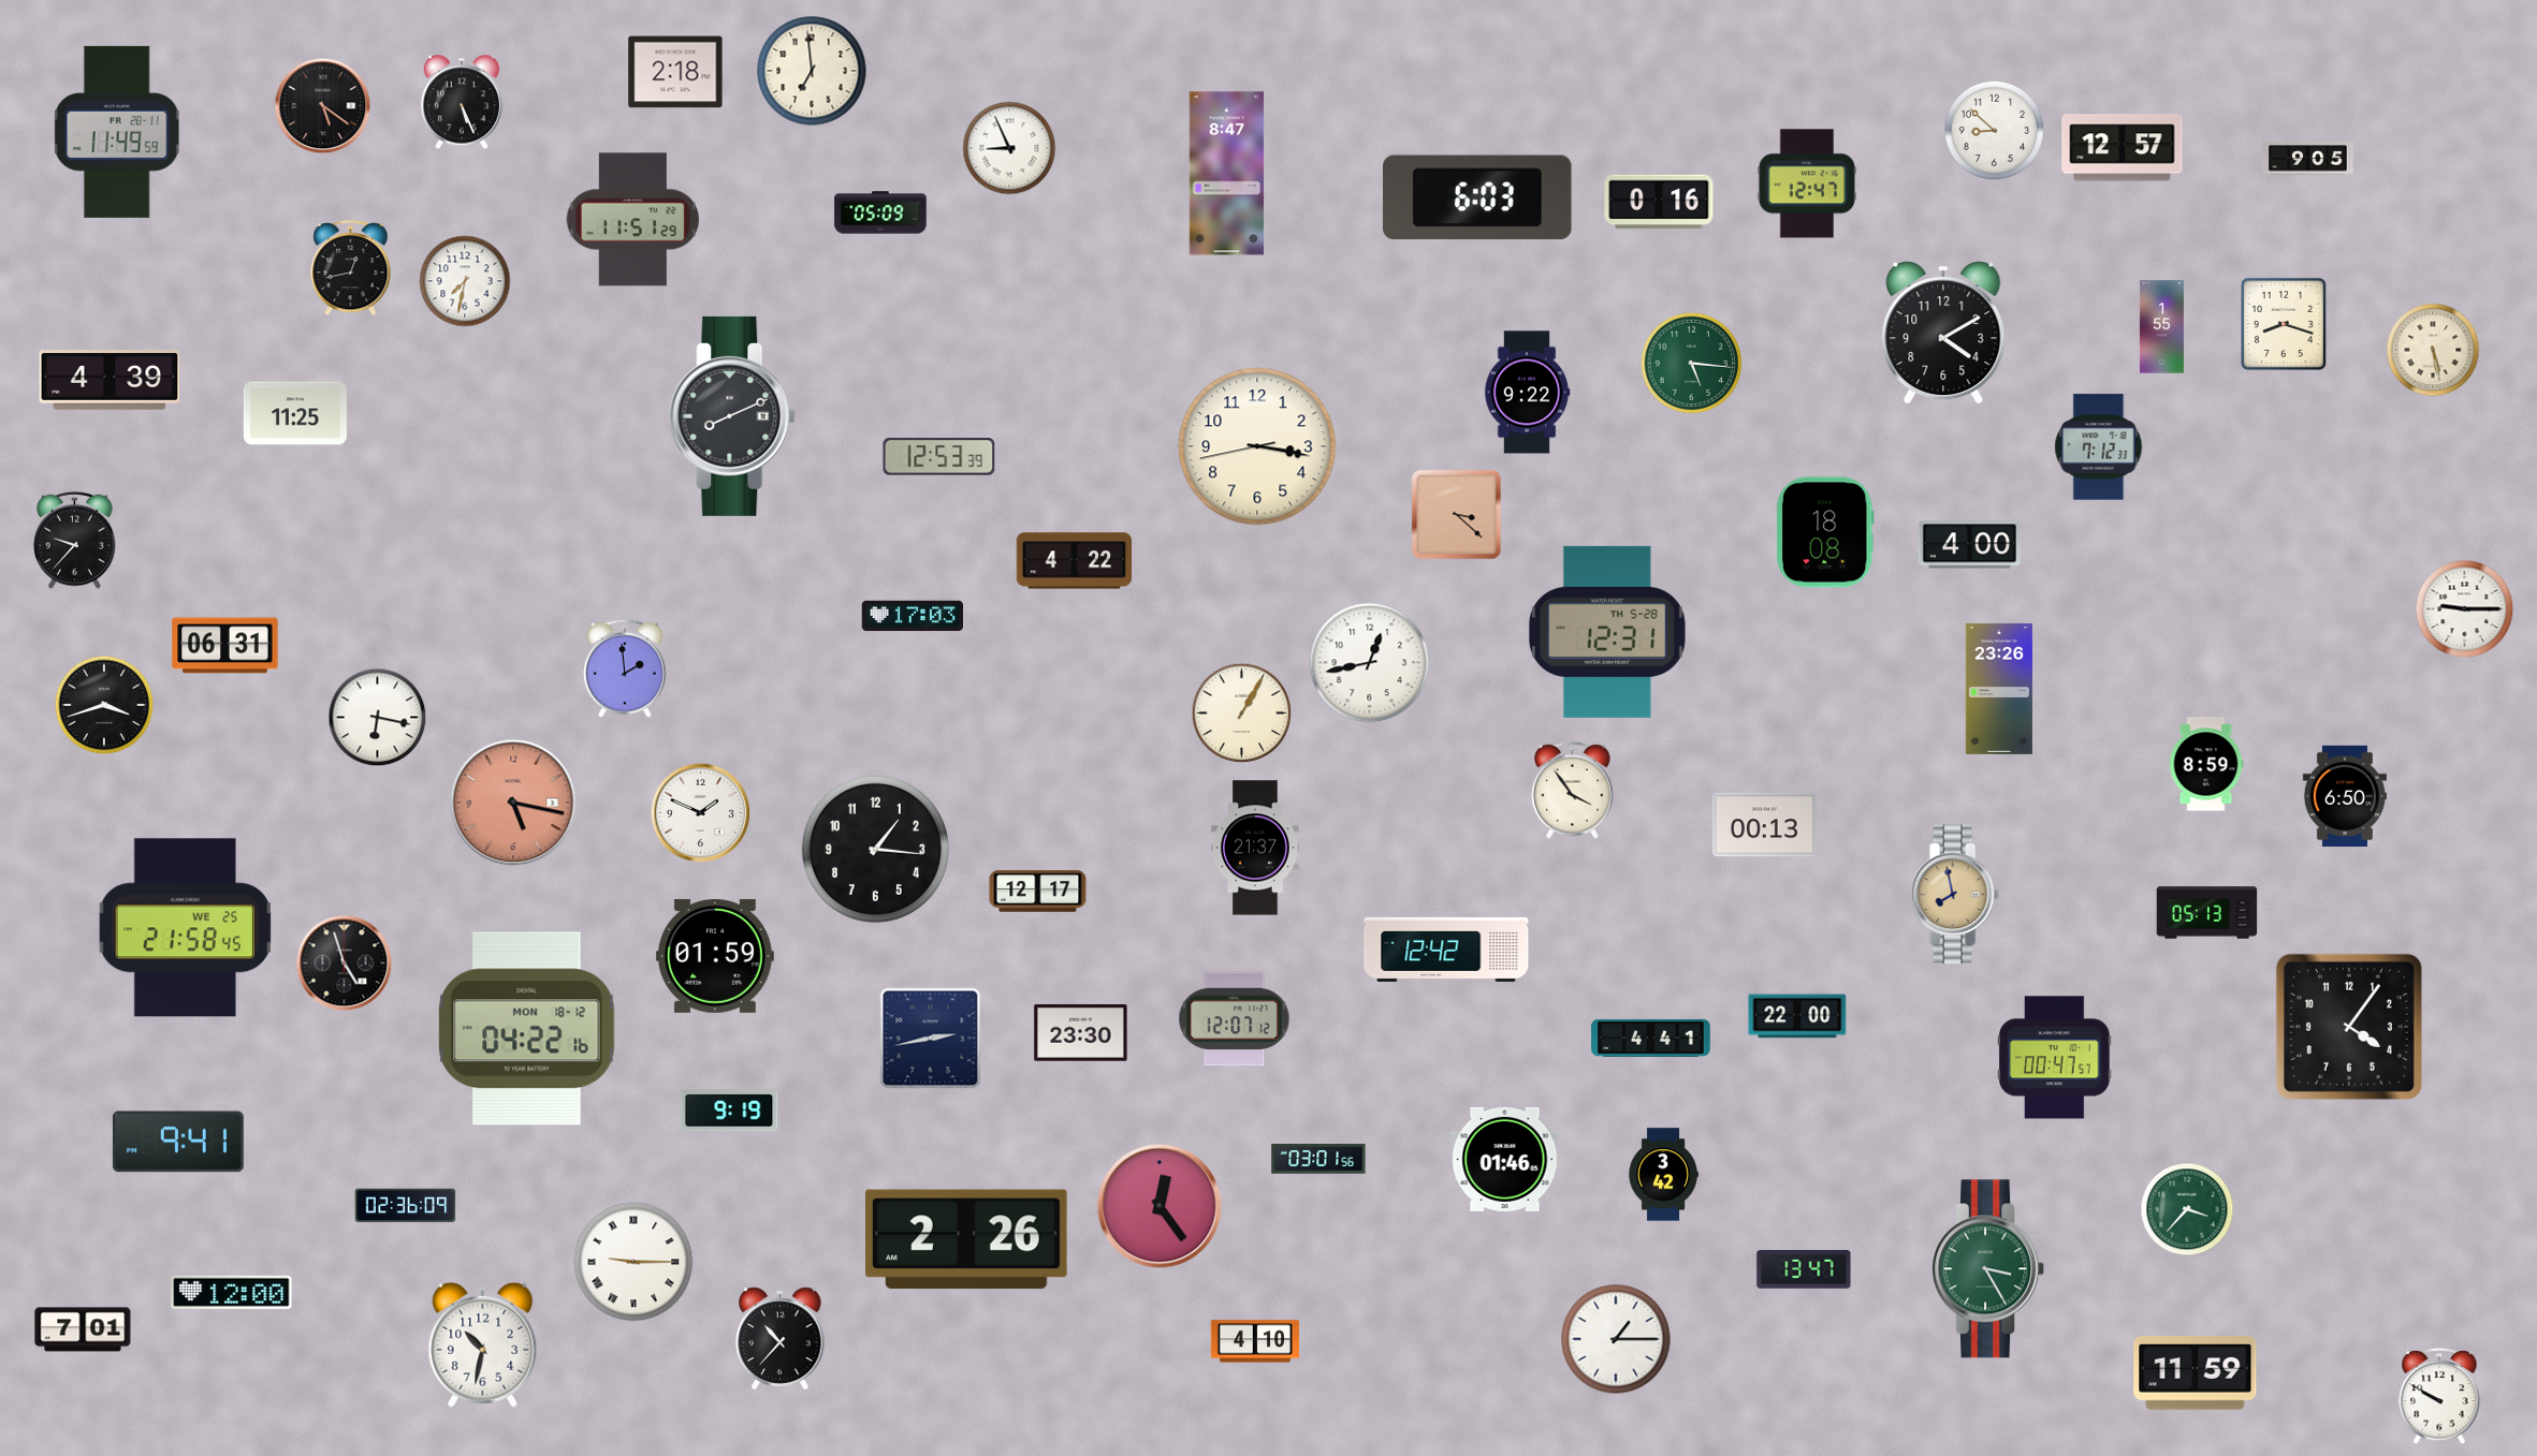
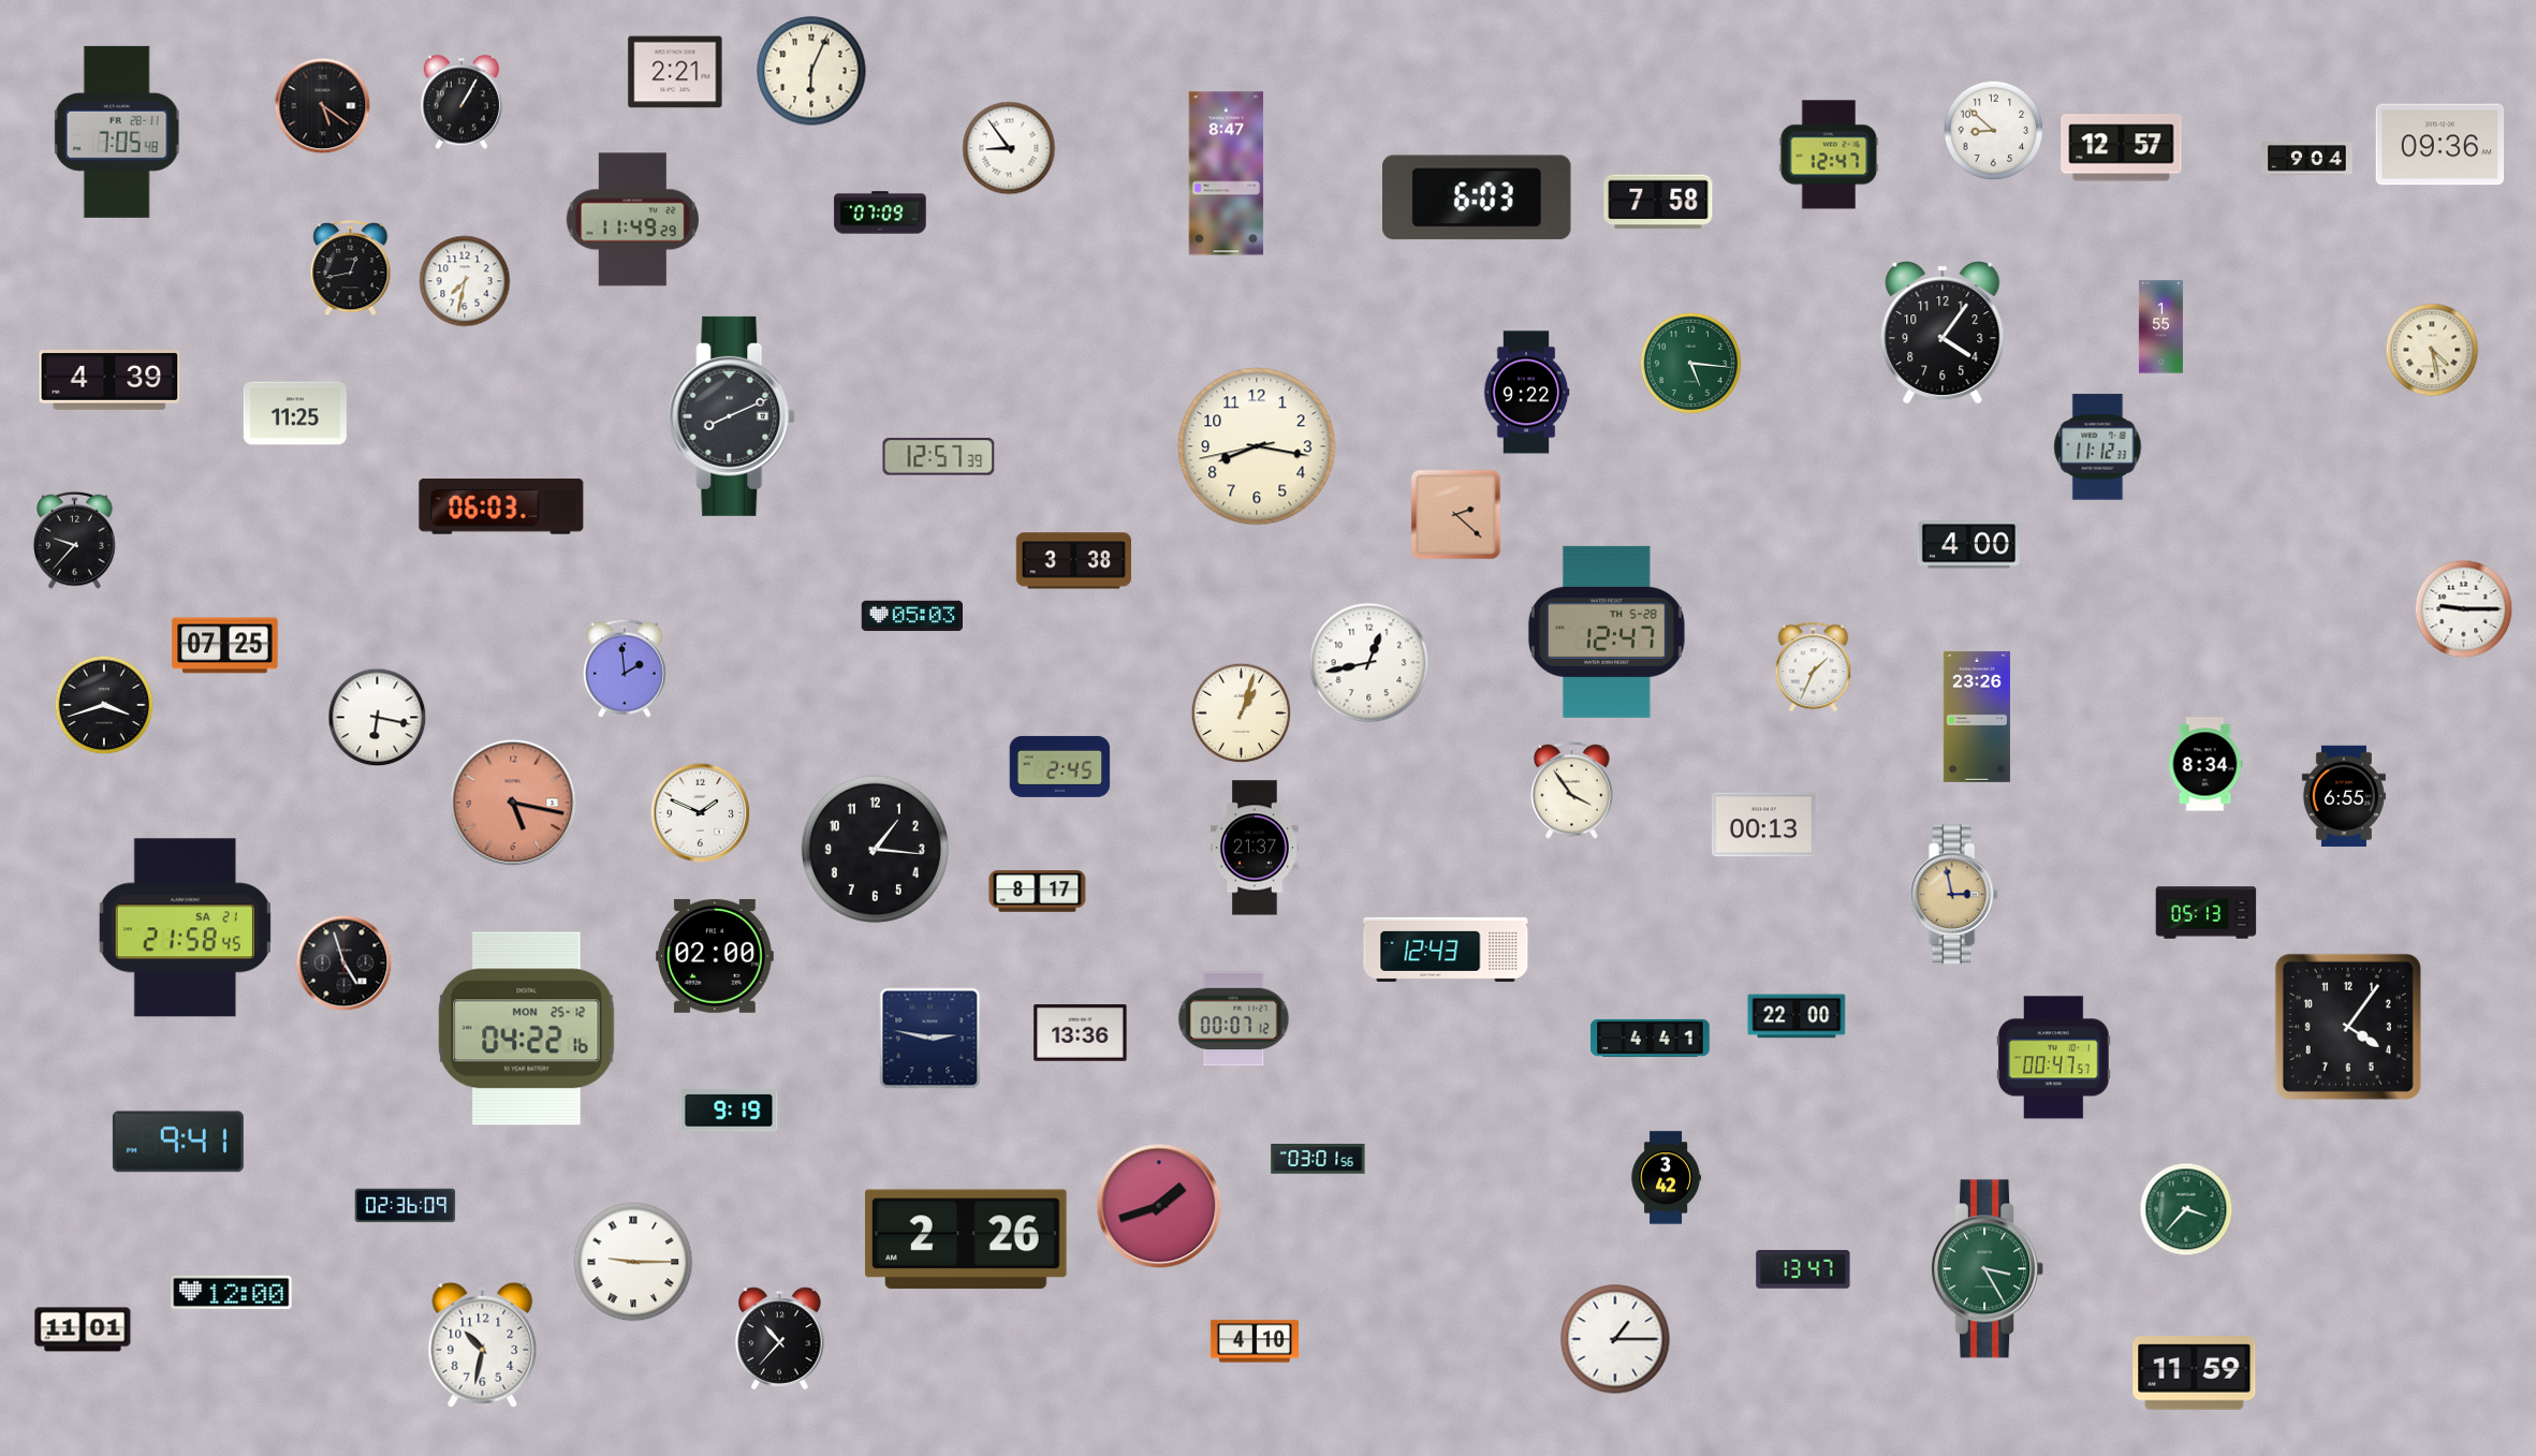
clock at (812, 71): 6:59 -> 6:04
clock at (675, 72): 2:18 -> 2:21
clock at (461, 102): 5:26 -> 1:05
clock at (117, 132): 11:49 -> 7:05
clock at (2440, 145): none -> 09:36
clock at (1009, 148): 8:56 -> 8:54
clock at (2308, 159): 9:05 -> 9:04
clock at (1807, 183) position: (1807, 183) -> (1829, 155)
clock at (1659, 202): 0:16 -> 7:58
clock at (880, 212): 05:09 -> 07:09
clock at (633, 220): 11:51 -> 11:49
clock at (2284, 324): 8:18 -> none
clock at (1943, 334): 4:10 -> 4:06
clock at (2433, 350): 5:28 -> 4:28
clock at (1257, 446): 3:16 -> 8:16
clock at (2099, 447): 7:12 -> 11:12
clock at (939, 457): 12:53 -> 12:57
clock at (501, 506): none -> 06:03
clock at (1457, 515): 3:22 -> 2:22
clock at (1825, 532): 18:08 -> none
clock at (1074, 561): 4:22 -> 3:38
clock at (912, 616): 17:03 -> 05:03
clock at (1607, 632): 12:31 -> 12:47
clock at (225, 646): 06:31 -> 07:25
clock at (1814, 667): none -> 1:34
clock at (1999, 689) position: (1999, 689) -> (1977, 717)
clock at (1242, 714): 1:05 -> 1:03
clock at (2206, 764): 8:59 -> 8:34
clock at (1060, 766): none -> 2:45
clock at (2345, 796): 6:50 -> 6:55
clock at (1038, 892): 12:17 -> 8:17
clock at (1954, 895): 7:58 -> 2:58
clock at (185, 928) date: WE 25 -> SA 21
clock at (1446, 950): 12:42 -> 12:43
clock at (715, 956): 01:59 -> 02:00
clock at (1235, 1019): 12:07 -> 00:07
clock at (527, 1029) date: MON 18-12 -> MON 25-12
clock at (1081, 1033): 23:30 -> 13:36
clock at (931, 1039): 2:43 -> 2:47
clock at (1505, 1159): 01:46 -> none
clock at (1663, 1175) position: (1663, 1175) -> (1666, 1178)
clock at (1160, 1206): 12:24 -> 1:42
clock at (83, 1329): 7:01 -> 11:01
clock at (2439, 1397): 9:50 -> none
